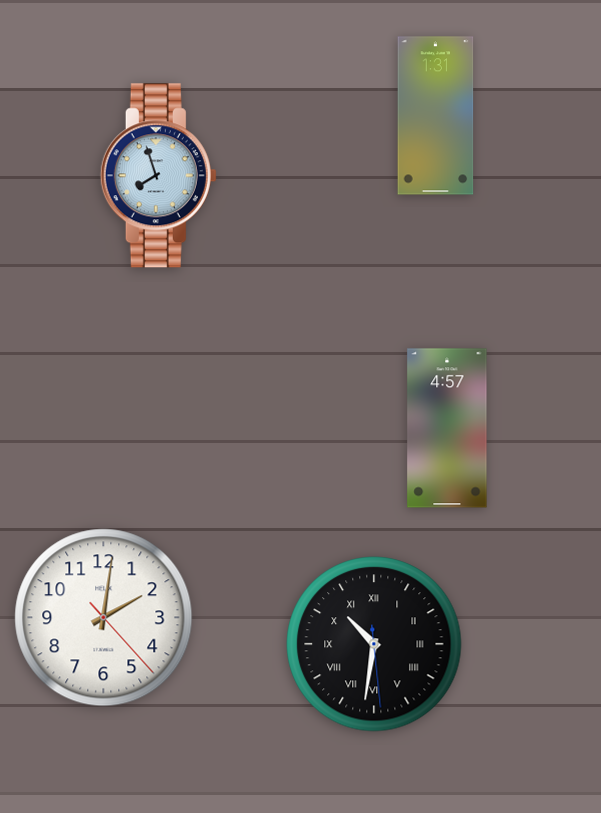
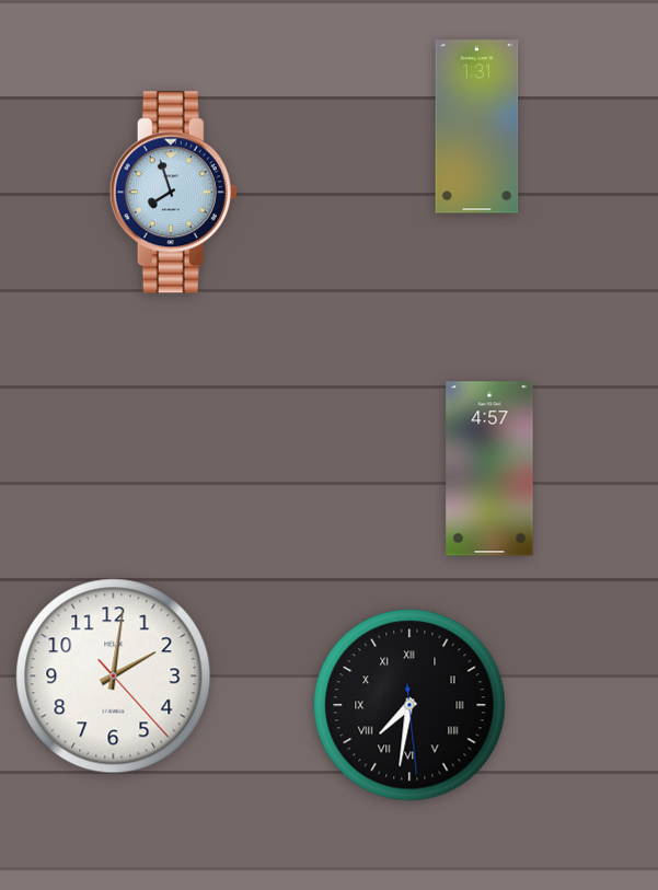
clock at (374, 644): 10:31 -> 7:31
